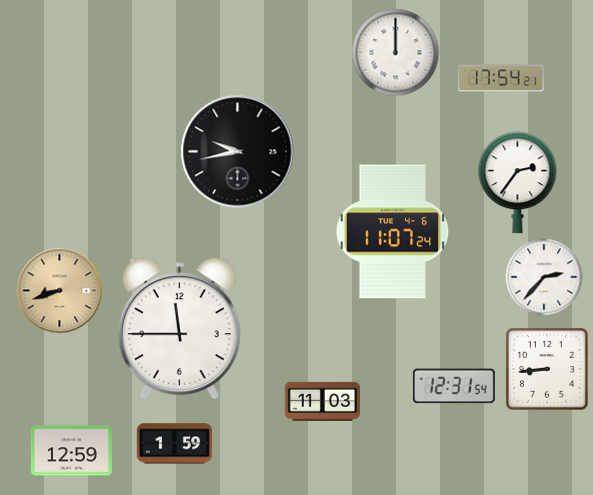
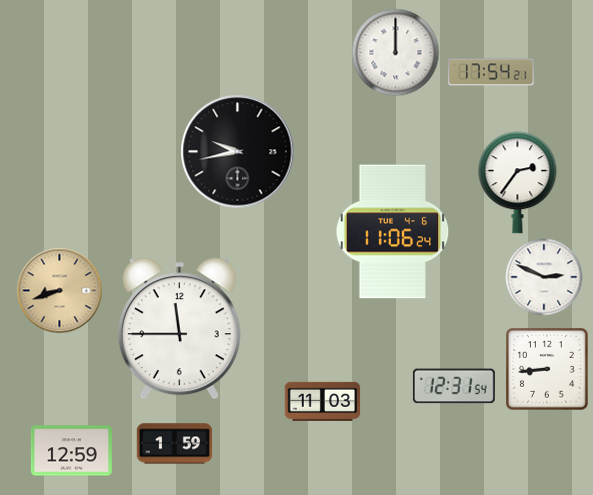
clock at (501, 78) position: (501, 78) -> (491, 72)
clock at (393, 232): 11:07 -> 11:06
clock at (544, 277): 2:37 -> 2:49
